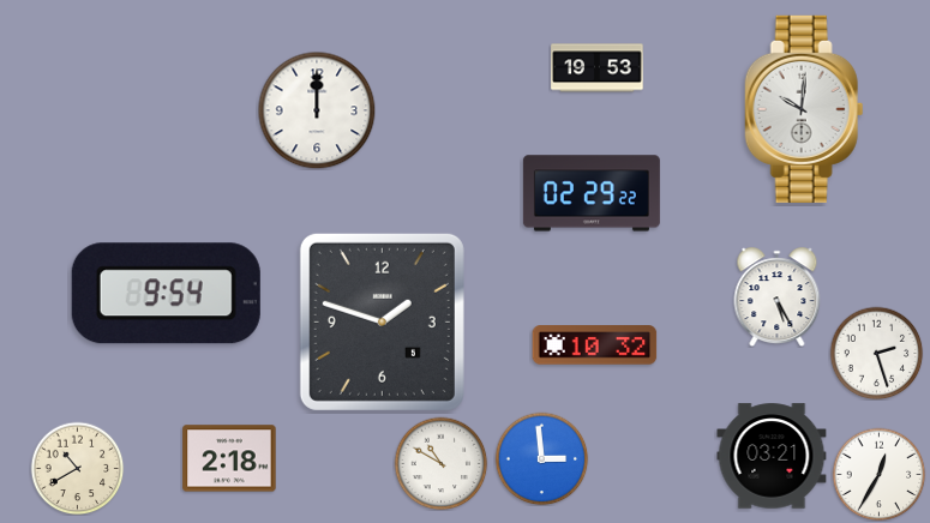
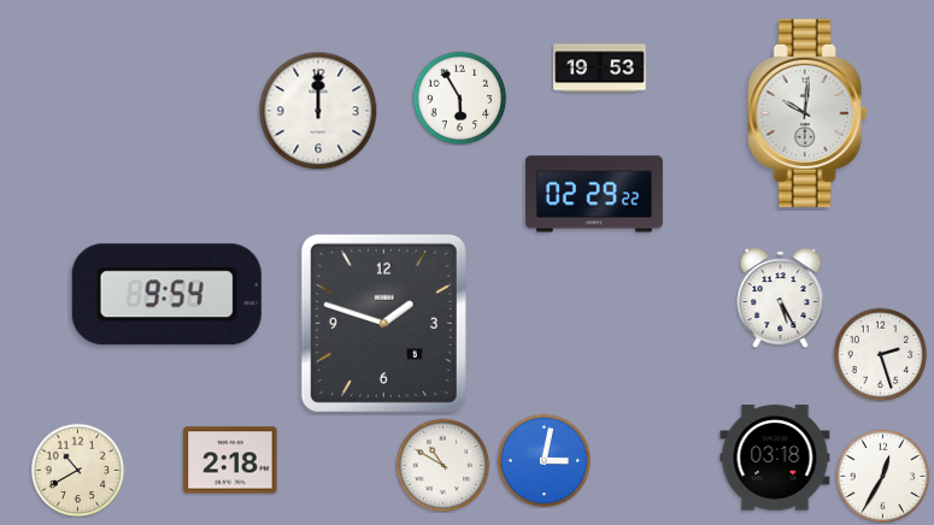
clock at (459, 98): none -> 5:55
clock at (804, 109) position: (804, 109) -> (807, 113)
clock at (595, 345): 10:32 -> none
clock at (772, 456): 03:21 -> 03:18
clock at (541, 458): 2:59 -> 3:02
